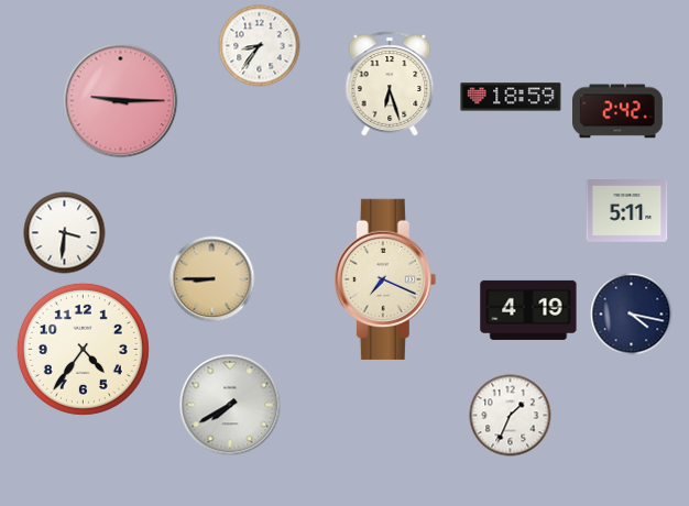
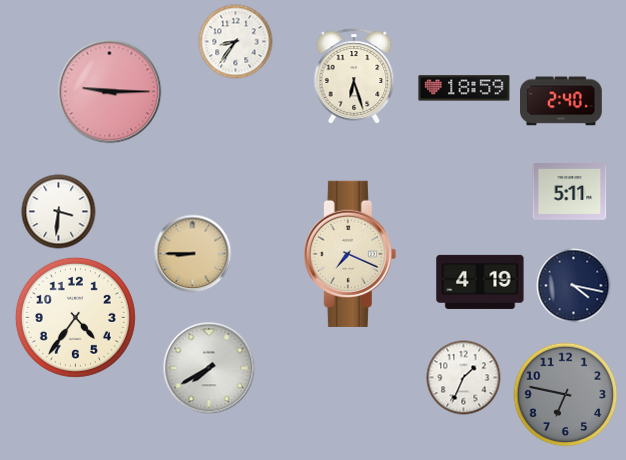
clock at (619, 111): 2:42 -> 2:40
clock at (566, 395): none -> 6:47
